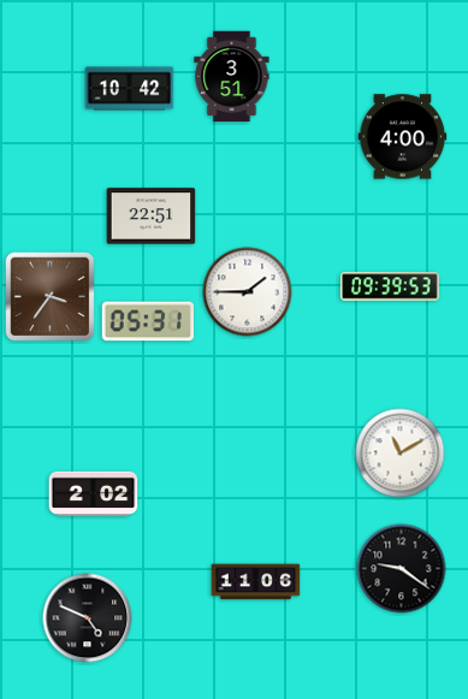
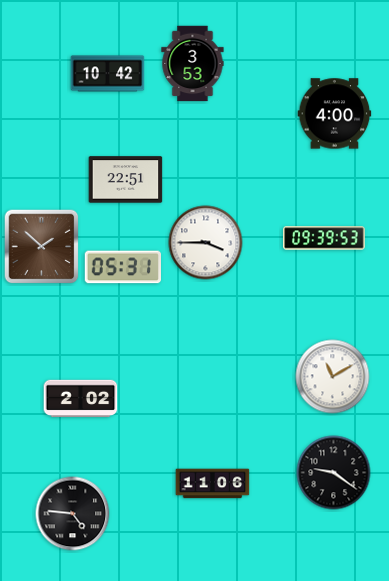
clock at (232, 77): 3:51 -> 3:53
clock at (248, 292): 1:45 -> 3:45
clock at (51, 297): 3:36 -> 1:52
clock at (94, 494) position: (94, 494) -> (81, 399)
clock at (88, 618): 4:49 -> 4:46
